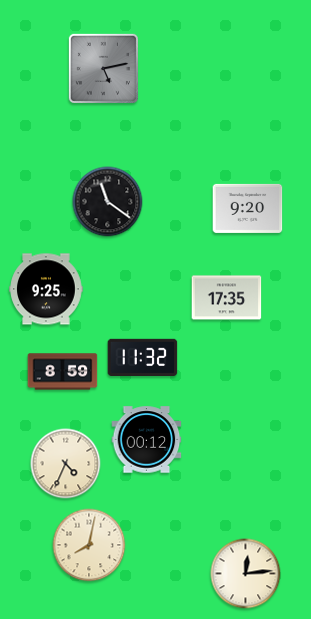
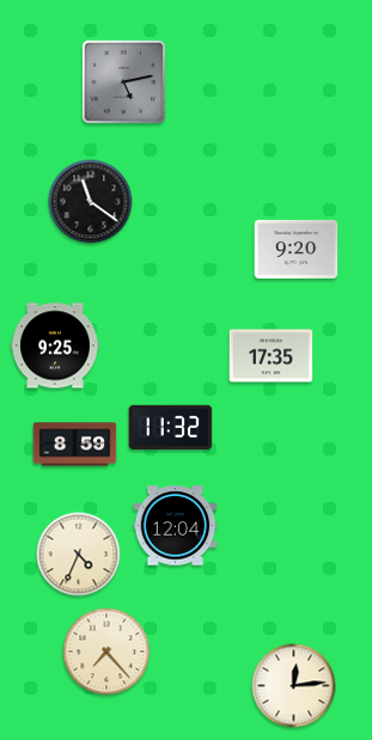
clock at (108, 202) position: (108, 202) -> (91, 202)
clock at (147, 440): 00:12 -> 12:04
clock at (89, 545): 8:02 -> 7:23
